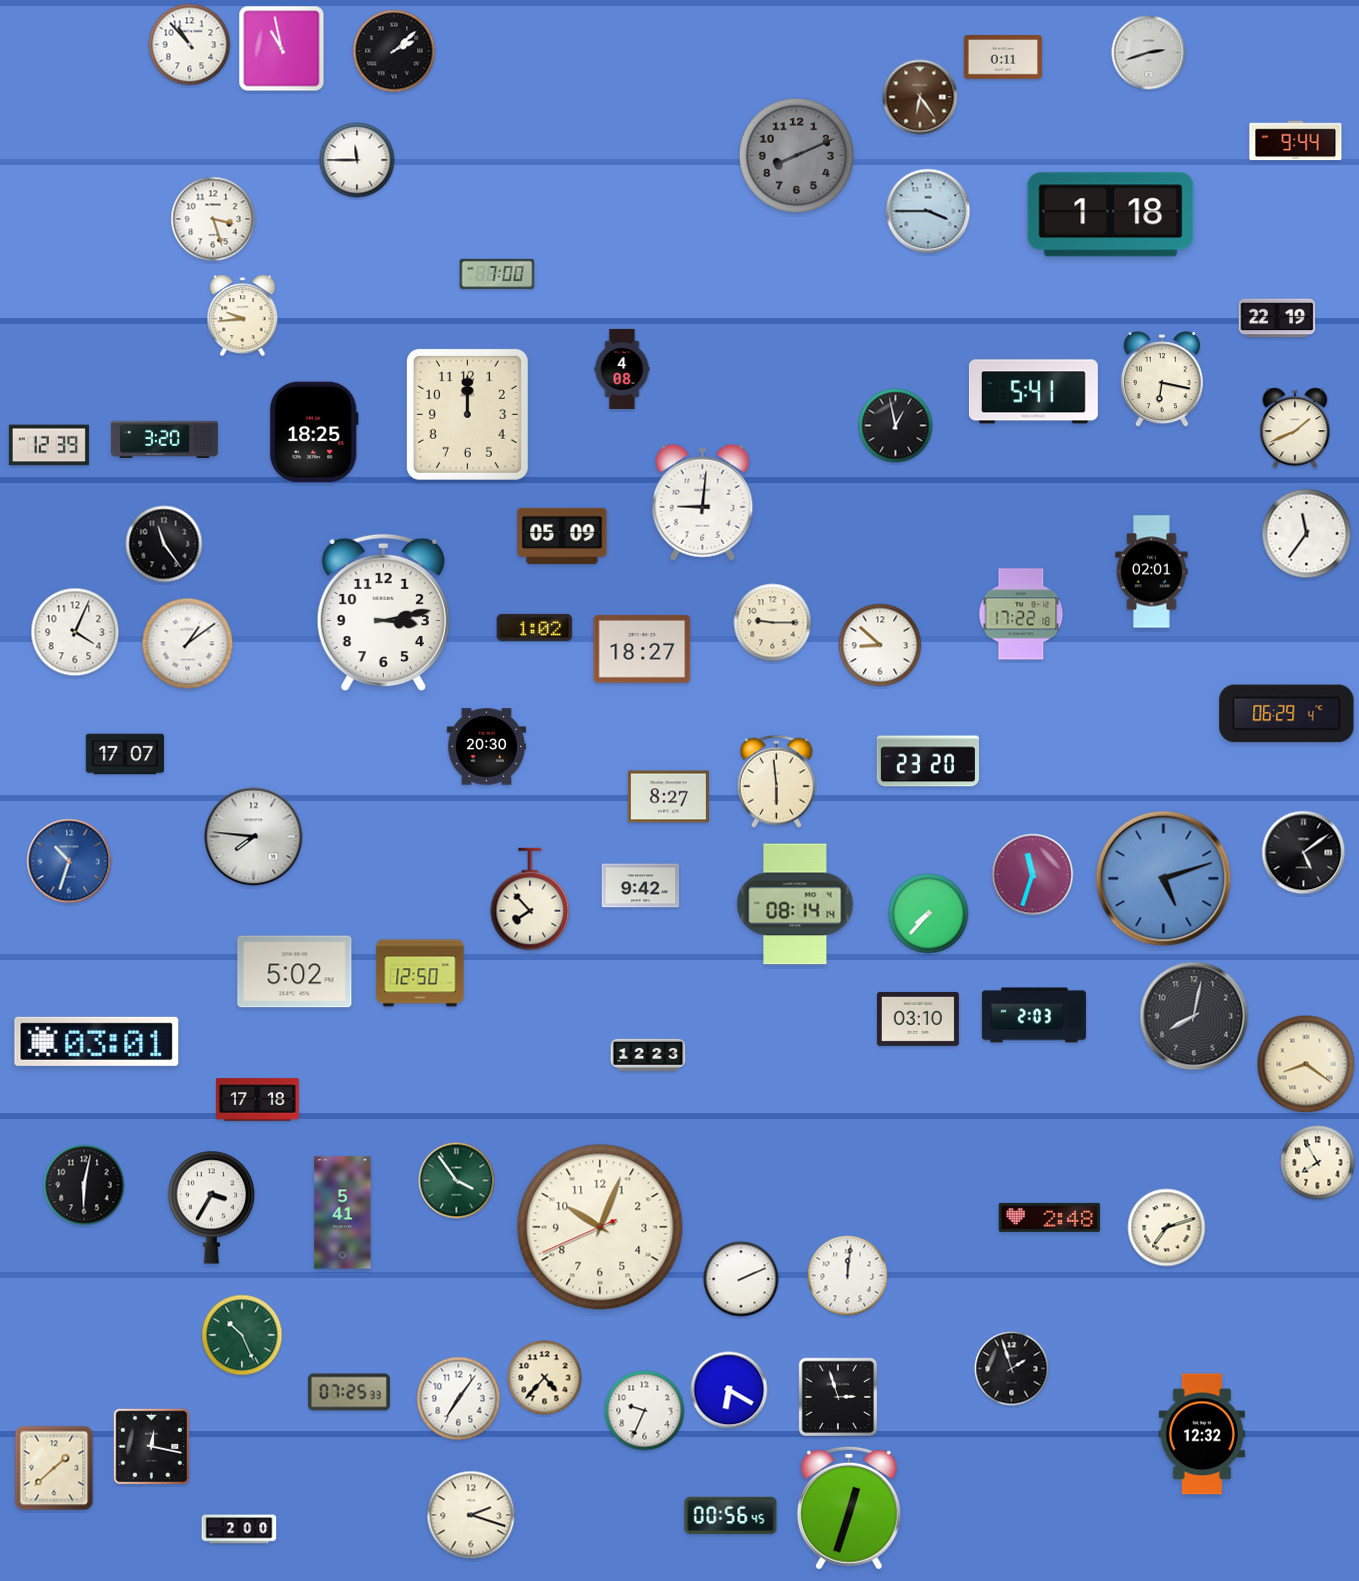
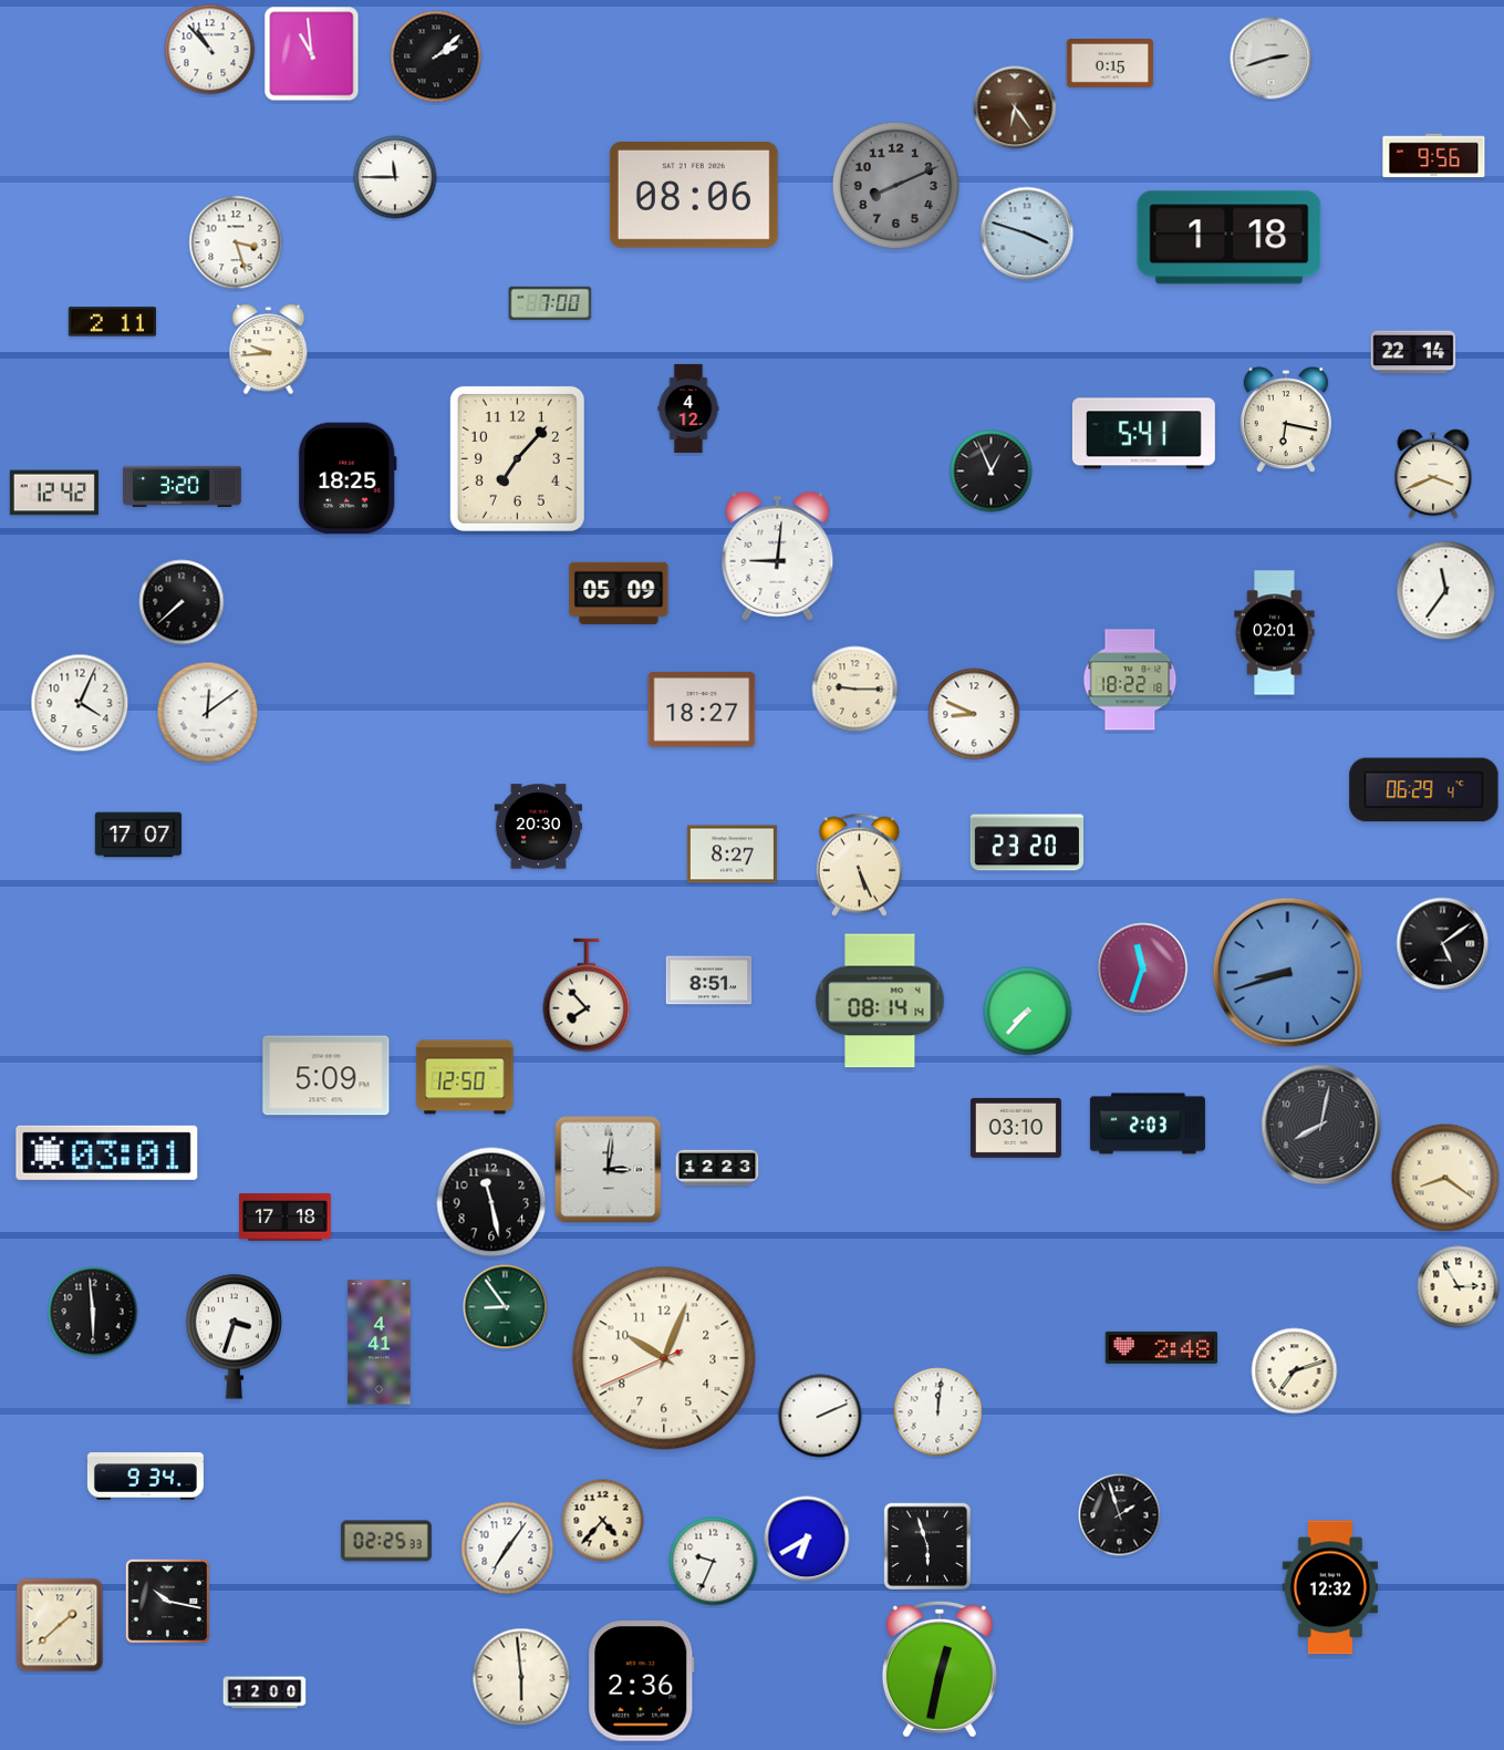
clock at (282, 49): 10:58 -> 10:59
clock at (1003, 58): 0:11 -> 0:15
clock at (920, 97) position: (920, 97) -> (1015, 107)
clock at (1296, 141): 9:44 -> 9:56
clock at (796, 155) position: (796, 155) -> (895, 185)
clock at (694, 195): none -> 08:06
clock at (928, 211): 3:45 -> 3:48
clock at (112, 322): none -> 2:11
clock at (1277, 318): 22:19 -> 22:14
clock at (622, 369): 4:08 -> 4:12
clock at (467, 414): 12:00 -> 7:07
clock at (896, 426): 12:58 -> 12:56
clock at (1295, 428): 1:41 -> 3:41
clock at (49, 445): 12:39 -> 12:42
clock at (562, 536) position: (562, 536) -> (619, 593)
clock at (164, 544): 11:24 -> 7:38
clock at (383, 613): 3:13 -> none
clock at (1021, 614): 17:22 -> 18:22
clock at (535, 627): 1:02 -> none
clock at (75, 632) position: (75, 632) -> (80, 703)
clock at (188, 644): 1:09 -> 12:09
clock at (880, 645): 8:52 -> 8:49
clock at (642, 649) position: (642, 649) -> (702, 710)
clock at (776, 781): 5:59 -> 5:26
clock at (668, 797) position: (668, 797) -> (732, 855)
clock at (254, 837): 7:46 -> none
clock at (69, 861): 10:33 -> none
clock at (1164, 879): 5:12 -> 8:42
clock at (641, 886): 9:42 -> 8:51
clock at (295, 972): 5:02 -> 5:09
clock at (1034, 1015) position: (1034, 1015) -> (1148, 1123)
clock at (609, 1170): none -> 3:01
clock at (491, 1202): none -> 11:28
clock at (1318, 1163): 7:55 -> 2:55
clock at (457, 1181): 3:54 -> 8:54
clock at (84, 1185): 6:02 -> 5:59
clock at (211, 1207): 3:35 -> 3:33
clock at (343, 1213): 5:41 -> 4:41
clock at (1167, 1228) position: (1167, 1228) -> (1295, 1371)
clock at (145, 1477): none -> 9:34
clock at (242, 1335): 10:26 -> none
clock at (545, 1378) position: (545, 1378) -> (603, 1521)
clock at (729, 1390): 6:20 -> 6:40
clock at (349, 1392): 07:25 -> 02:25
clock at (838, 1397): 2:57 -> 5:57
clock at (152, 1447): 12:17 -> 10:17
clock at (849, 1508): 12:33 -> 12:32
clock at (471, 1515): 2:18 -> 5:59
clock at (731, 1516): 00:56 -> none
clock at (642, 1681): none -> 2:36
clock at (239, 1529): 2:00 -> 12:00
